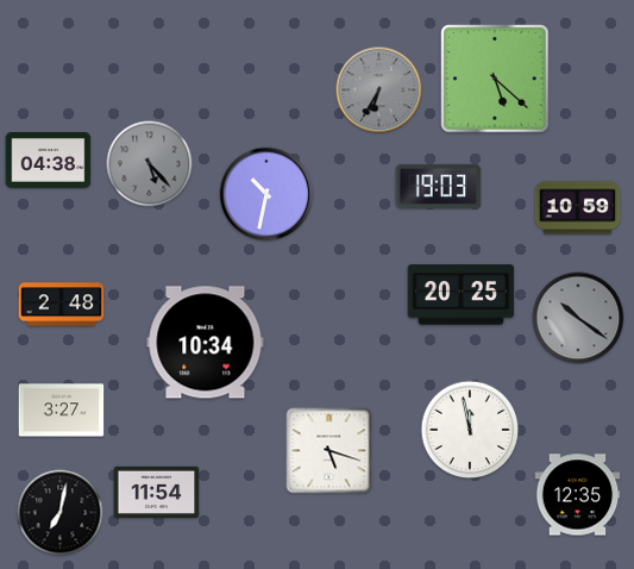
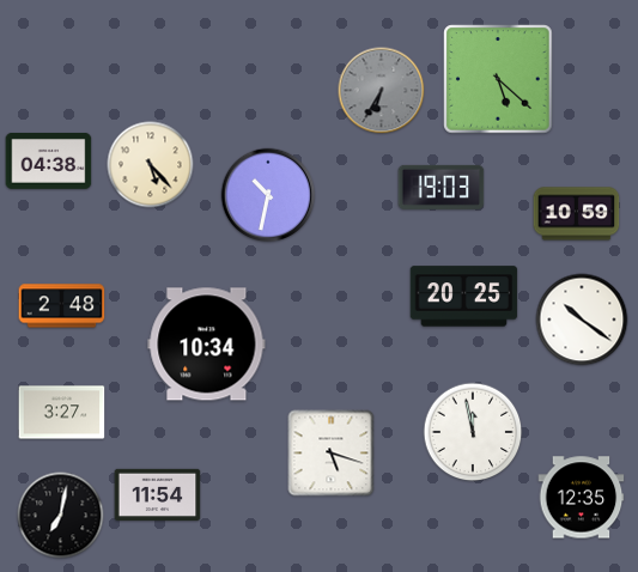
clock at (150, 164) dial: grey -> cream
clock at (578, 208) position: (578, 208) -> (577, 214)
clock at (578, 318) dial: grey -> white
